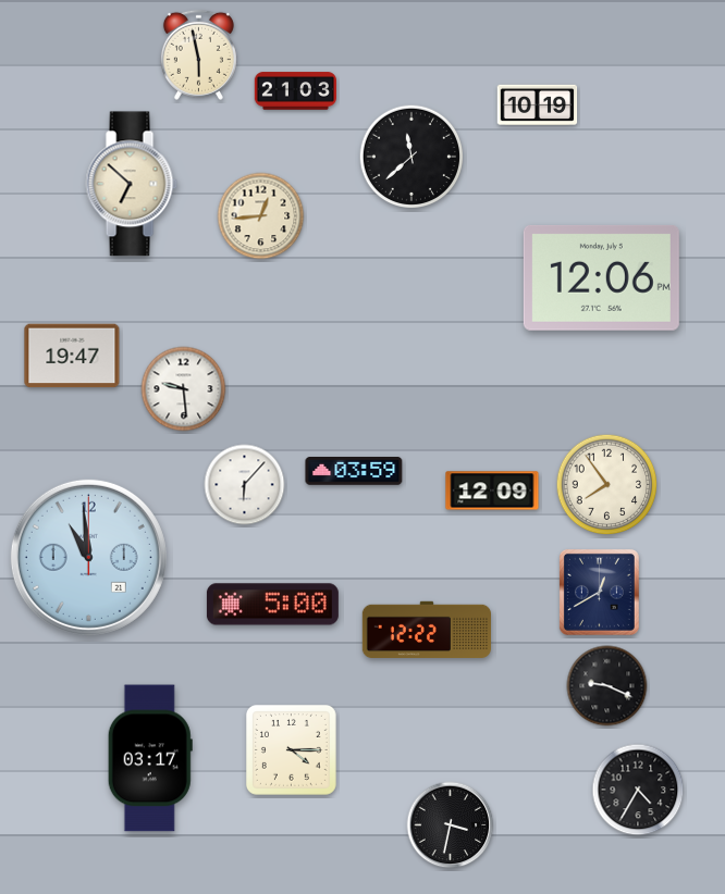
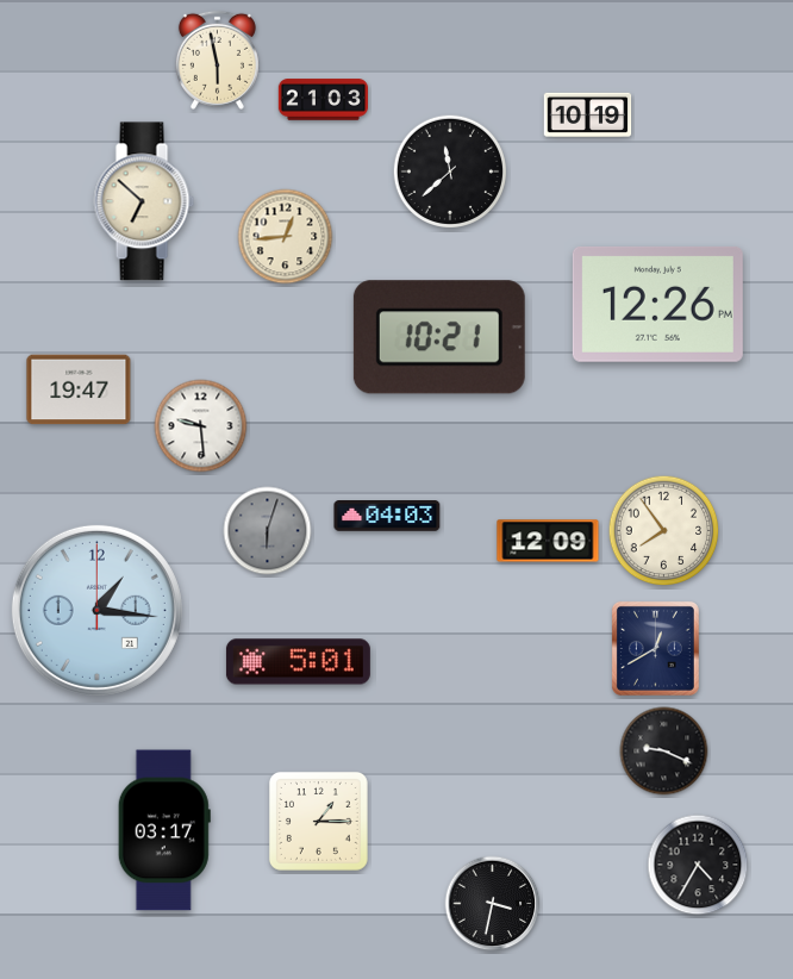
clock at (601, 277): 12:06 -> 12:26
clock at (439, 337): none -> 10:21
clock at (354, 472): 03:59 -> 04:03
clock at (245, 485): 6:07 -> 6:03
clock at (245, 485) dial: white -> grey
clock at (492, 491) position: (492, 491) -> (548, 541)
clock at (88, 557): 10:59 -> 1:16
clock at (272, 605): 5:00 -> 5:01
clock at (426, 630): 12:22 -> none
clock at (291, 749): 4:15 -> 1:15
